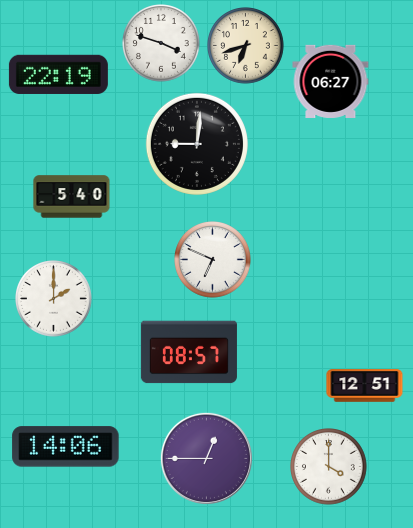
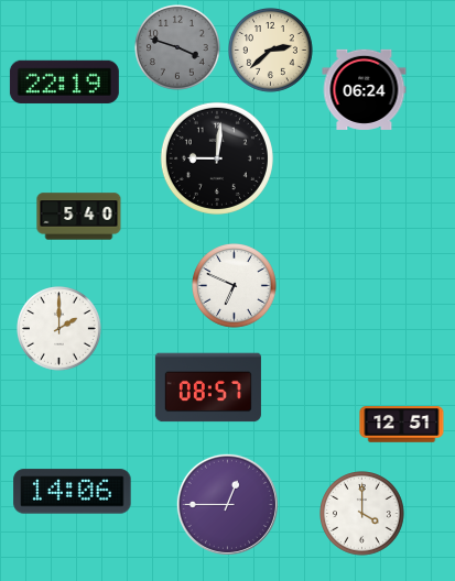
clock at (162, 44) dial: white -> grey
clock at (246, 46): 6:42 -> 2:38
clock at (331, 81): 06:27 -> 06:24
